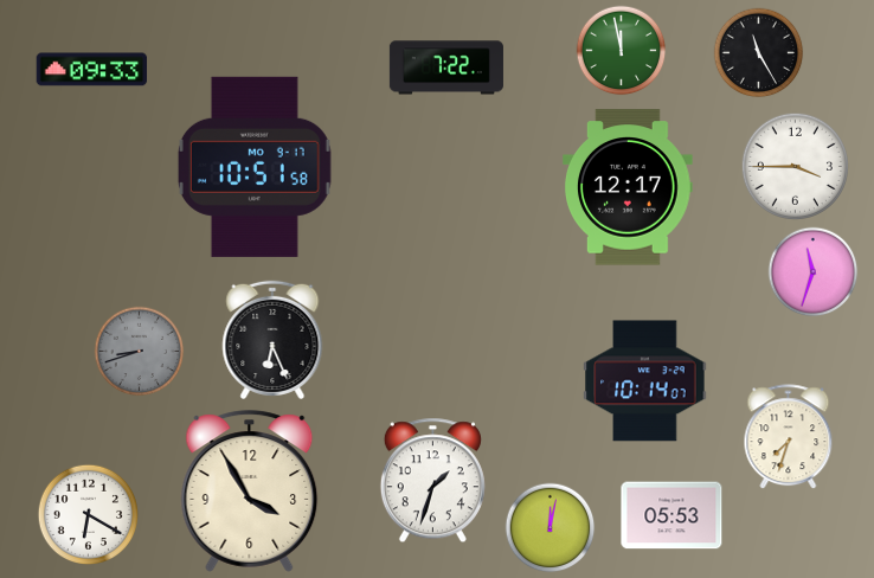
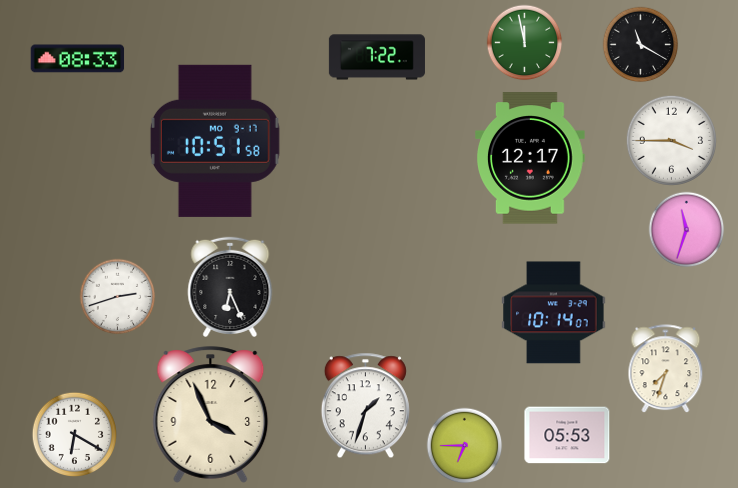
clock at (759, 53): 11:25 -> 11:20
clock at (92, 70): 09:33 -> 08:33
clock at (140, 352): 8:42 -> 2:42
clock at (140, 352) dial: grey -> white
clock at (645, 381) position: (645, 381) -> (554, 313)
clock at (250, 492): 3:55 -> 3:56
clock at (551, 528): 12:02 -> 6:45
